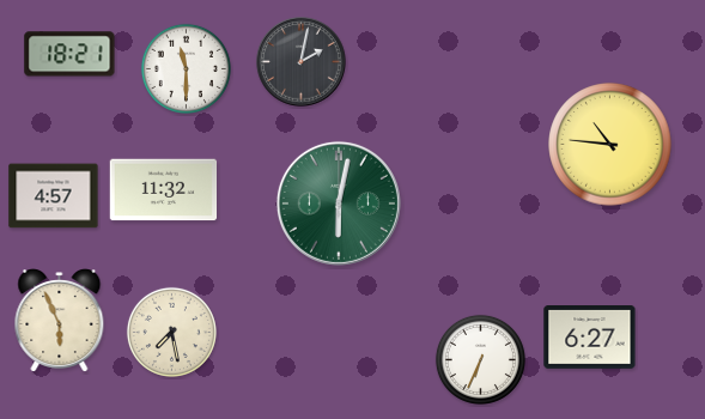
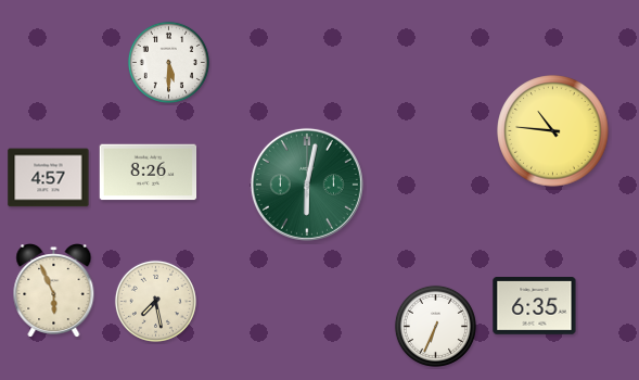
clock at (69, 54): 18:21 -> none
clock at (302, 62): 2:02 -> none
clock at (186, 68): 11:30 -> 5:30
clock at (164, 190): 11:32 -> 8:26
clock at (590, 338): 6:27 -> 6:35
